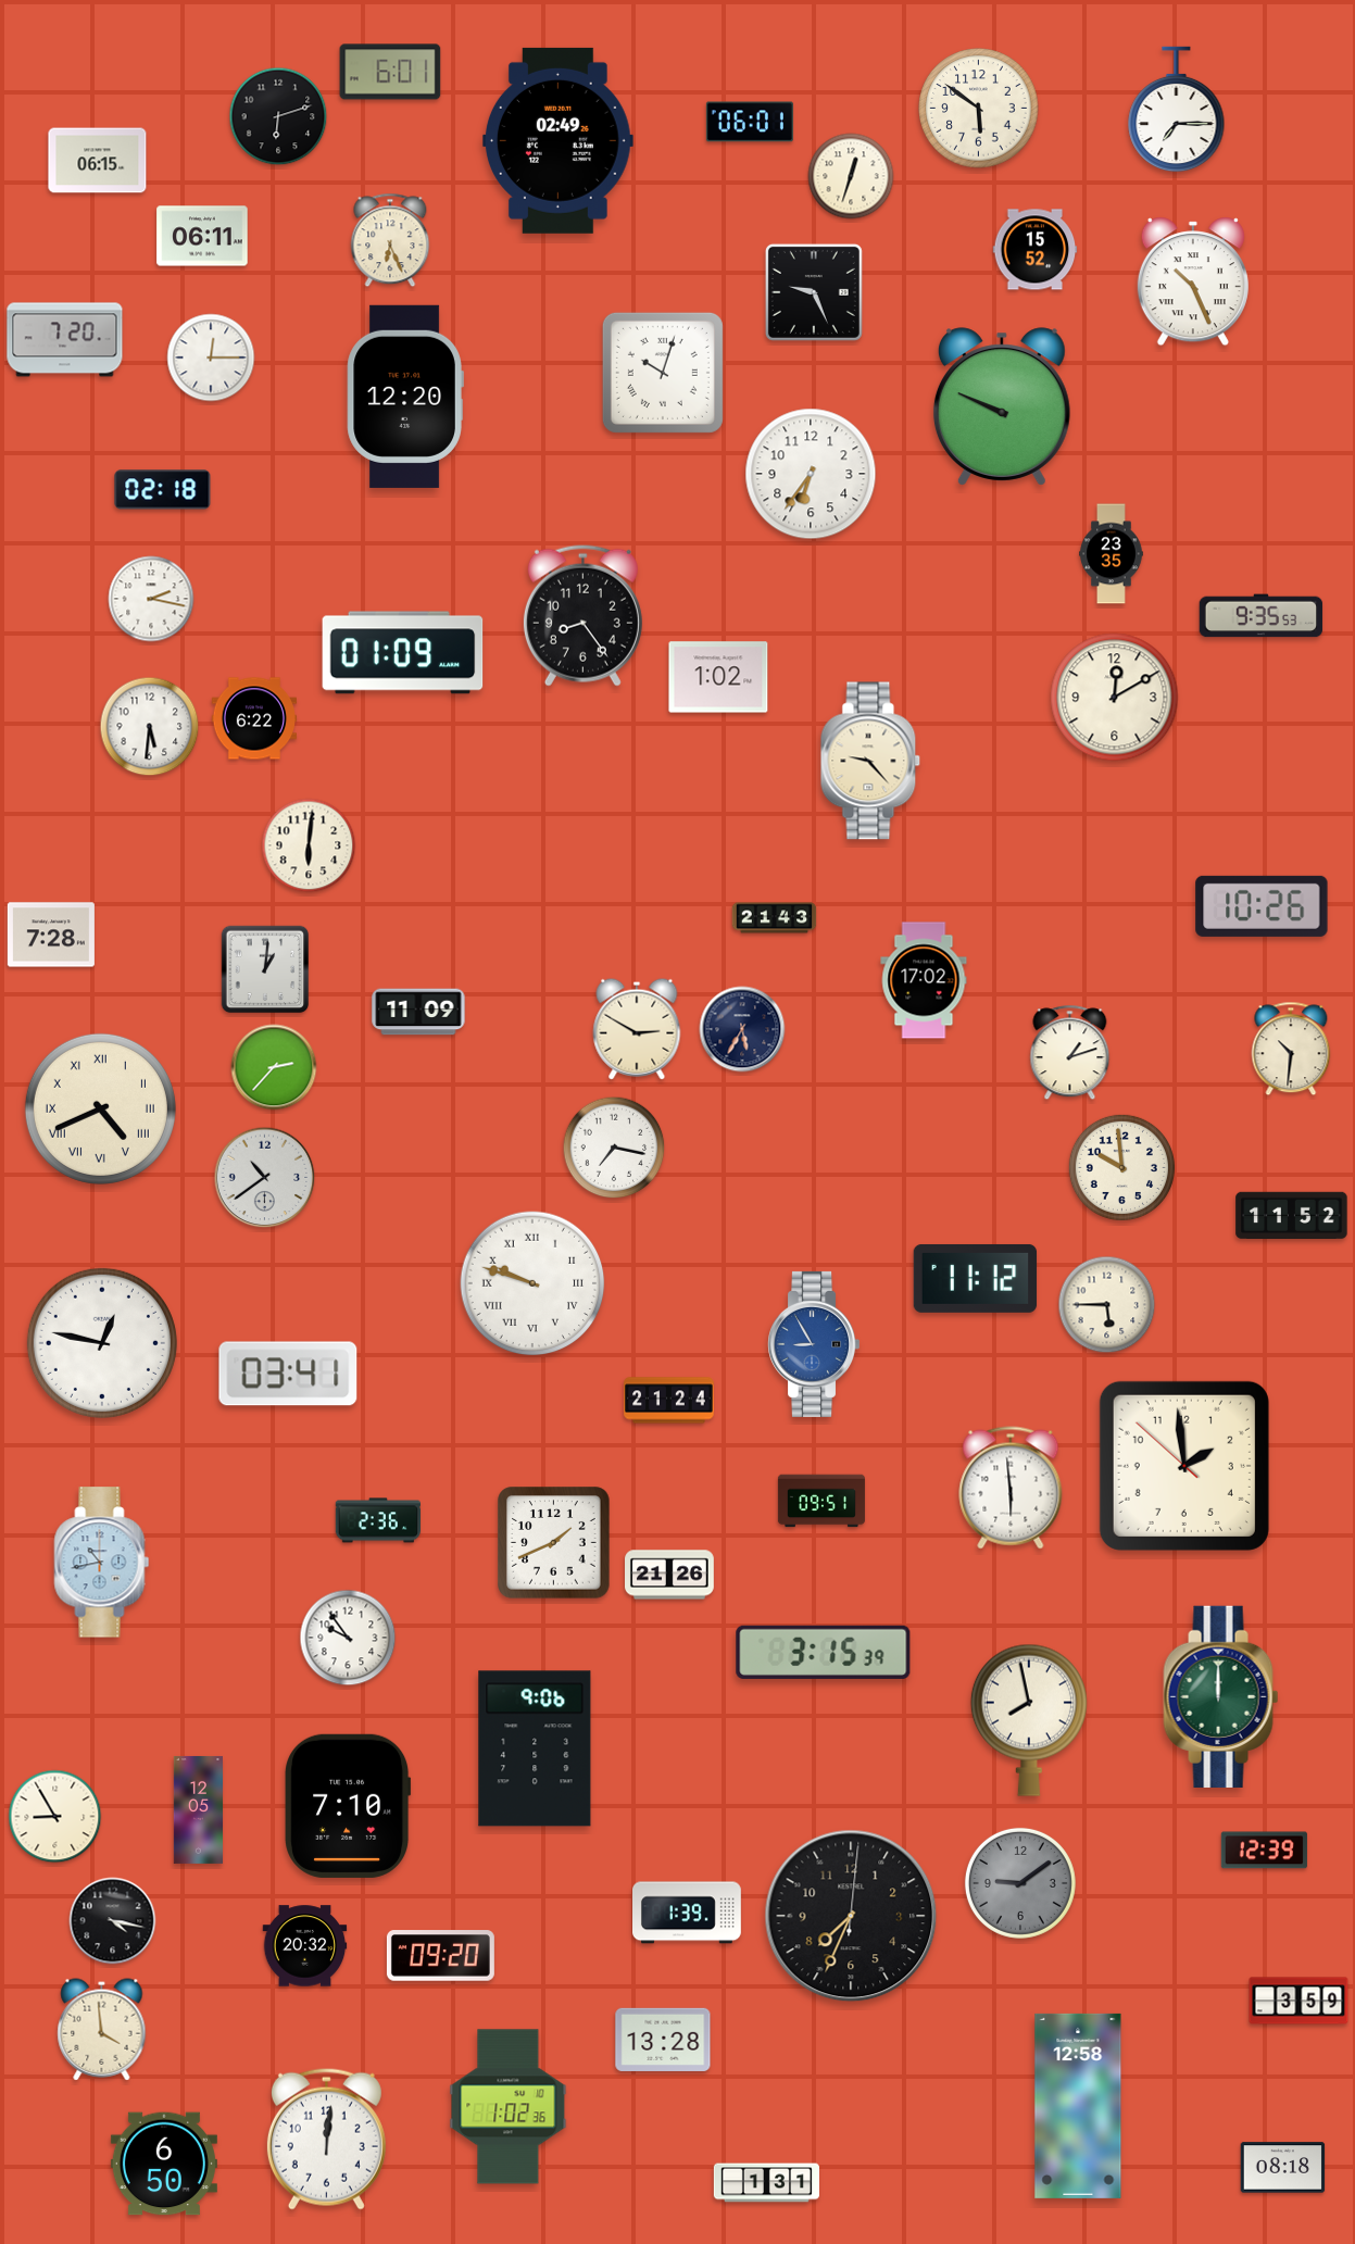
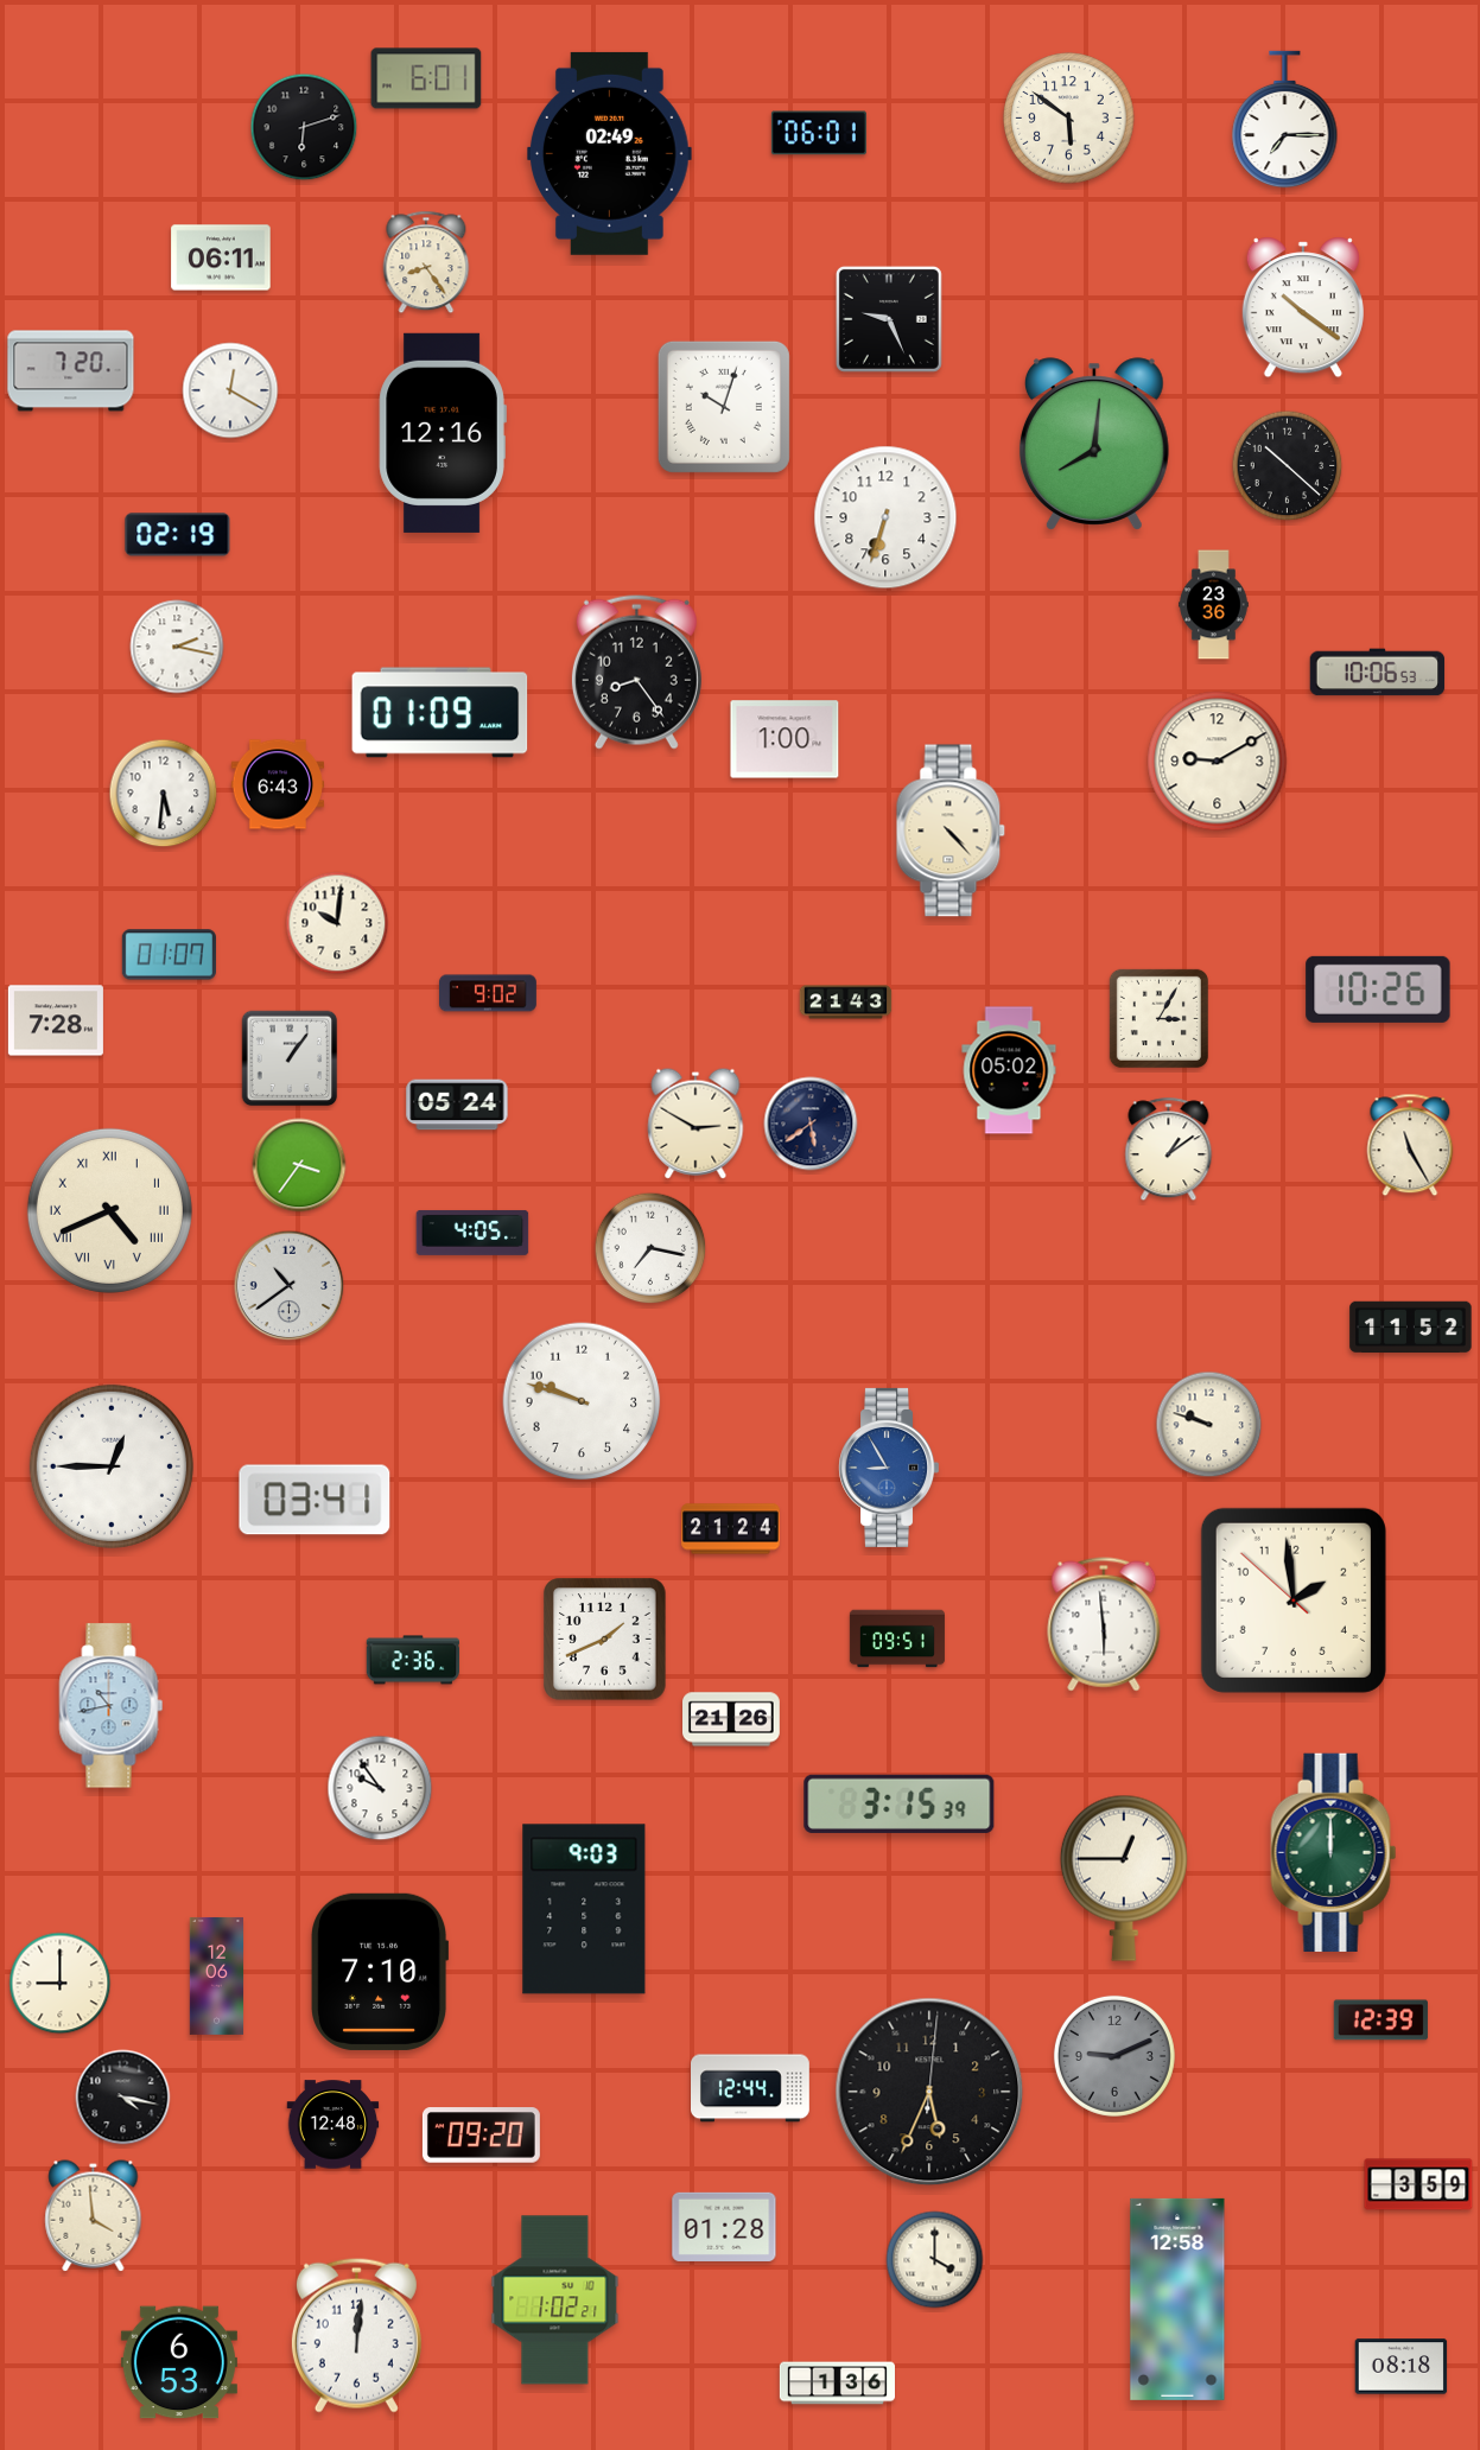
clock at (98, 161): 06:15 -> none
clock at (851, 176): 12:33 -> none
clock at (390, 240): 6:26 -> 8:24
clock at (1036, 250): 15:52 -> none
clock at (1193, 281): 10:26 -> 10:21
clock at (211, 358): 12:15 -> 12:20
clock at (405, 397): 12:20 -> 12:16
clock at (1002, 406): 9:49 -> 8:01
clock at (1288, 466): none -> 10:22
clock at (811, 474): 6:36 -> 6:33
clock at (163, 490): 02:18 -> 02:19
clock at (1112, 554): 23:35 -> 23:36
clock at (151, 599) position: (151, 599) -> (177, 647)
clock at (1262, 616): 9:35 -> 10:06
clock at (718, 677): 1:02 -> 1:00
clock at (1115, 698): 12:10 -> 9:10
clock at (254, 718): 6:22 -> 6:43
clock at (870, 761): 9:23 -> 4:23
clock at (309, 845): 6:01 -> 10:01
clock at (169, 955): none -> 01:07
clock at (489, 993): none -> 9:02
clock at (1158, 1018): none -> 3:05
clock at (265, 969): 1:01 -> 1:06
clock at (924, 980): 17:02 -> 05:02
clock at (418, 1012): 11:09 -> 05:24
clock at (742, 1029): 5:35 -> 5:39
clock at (1291, 1049): 10:31 -> 11:25
clock at (1070, 1053): 1:12 -> 1:09
clock at (274, 1067): 2:37 -> 3:36
clock at (472, 1233): none -> 4:05
clock at (614, 1148) position: (614, 1148) -> (650, 1248)
clock at (1121, 1167): 9:59 -> none
clock at (976, 1278): 11:12 -> none
clock at (532, 1283) numerals: Roman -> Arabic
clock at (1107, 1305): 5:45 -> 9:48
clock at (102, 1343): 12:47 -> 12:45
clock at (554, 1543) position: (554, 1543) -> (605, 1640)
clock at (1029, 1720): 7:58 -> 12:45
clock at (535, 1748): 9:06 -> 9:03
clock at (198, 1809): 12:05 -> 12:06
clock at (55, 1817): 8:55 -> 9:00
clock at (1020, 1883): 9:09 -> 9:11
clock at (688, 1913): 1:39 -> 12:44
clock at (851, 1916): 7:34 -> 5:34
clock at (305, 1946): 20:32 -> 12:48
clock at (102, 2030) position: (102, 2030) -> (94, 2216)
clock at (663, 2040): 13:28 -> 01:28
clock at (935, 2260): none -> 4:00
clock at (509, 2107): 1:02:36 -> 1:02:21
clock at (164, 2164): 6:50 -> 6:53
clock at (766, 2183): 1:31 -> 1:36
